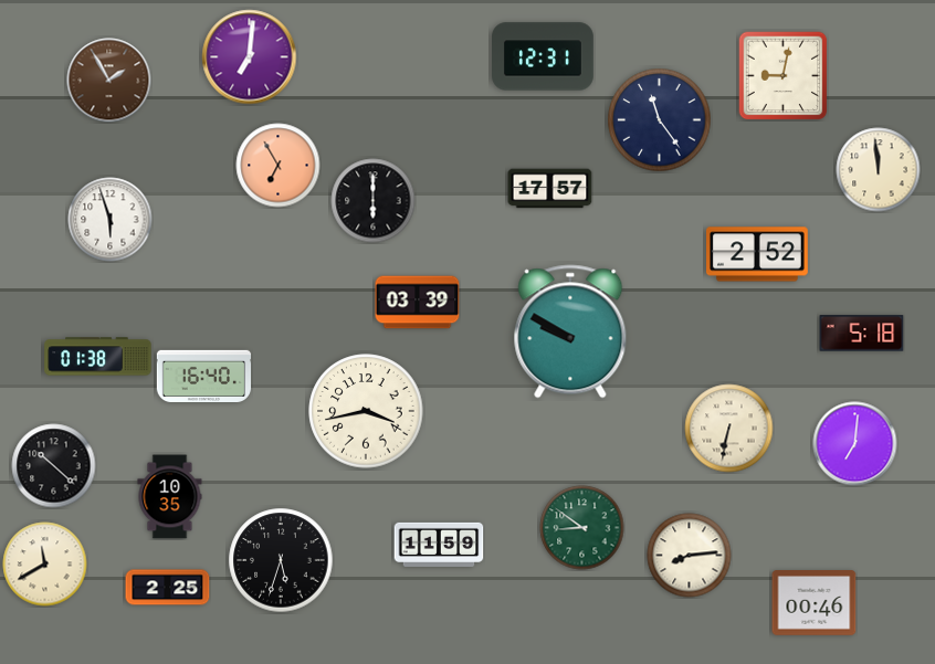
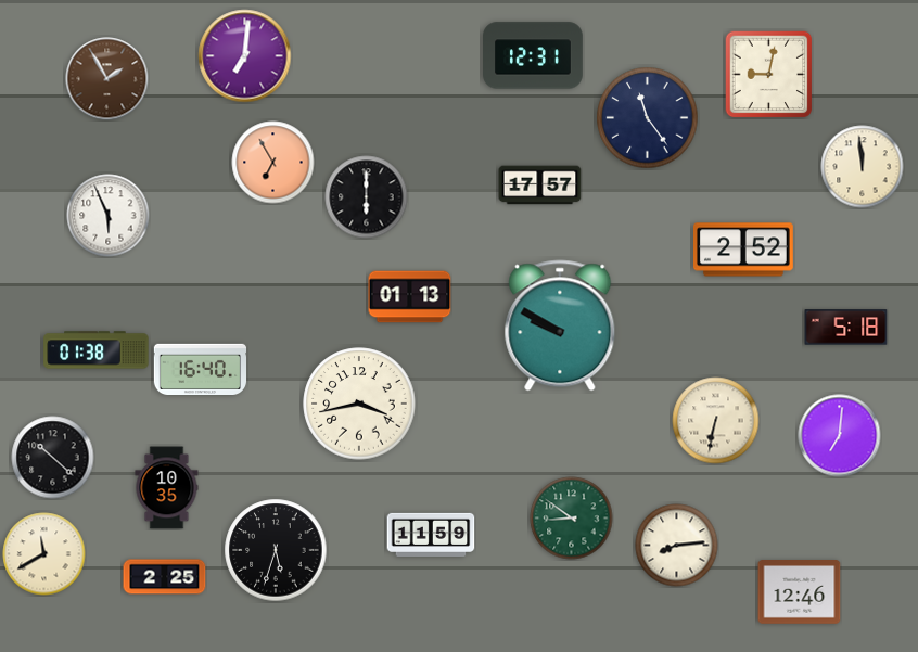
clock at (111, 220): 5:57 -> 5:56
clock at (418, 303): 03:39 -> 01:13
clock at (815, 603): 00:46 -> 12:46
